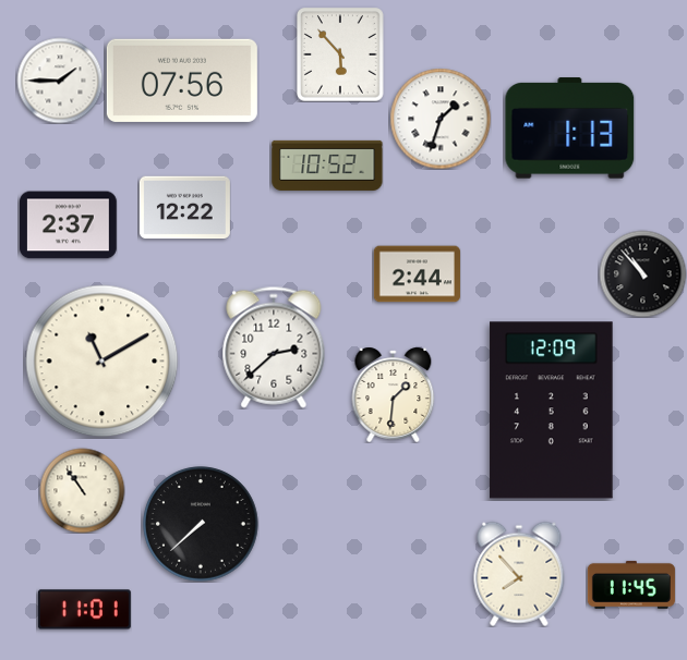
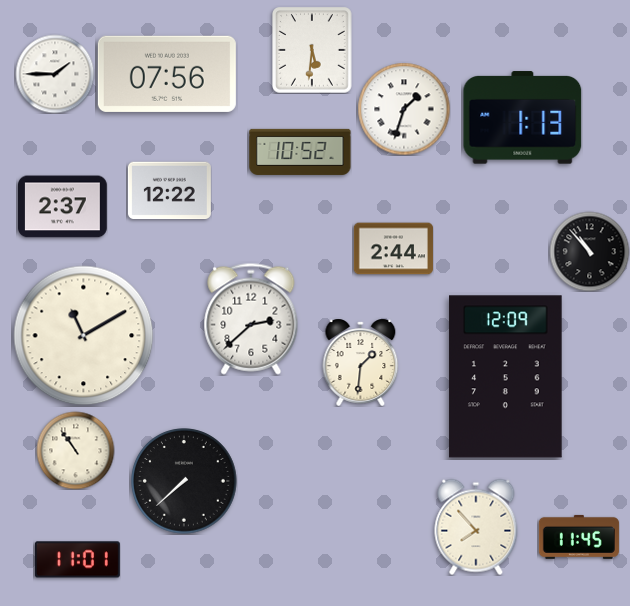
clock at (341, 54): 5:53 -> 5:31
clock at (417, 274) position: (417, 274) -> (393, 249)
clock at (103, 362) position: (103, 362) -> (84, 336)
